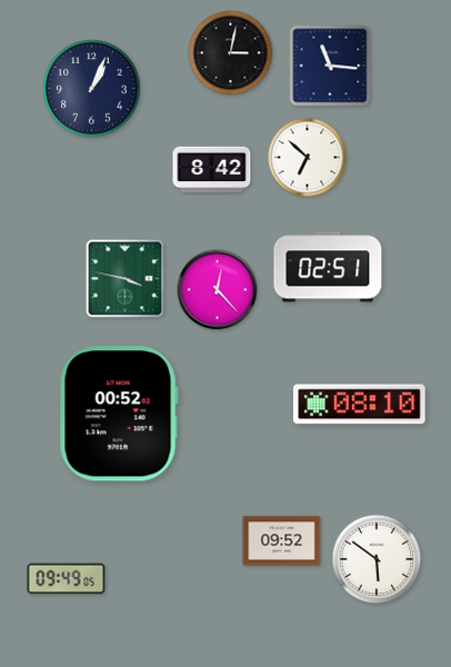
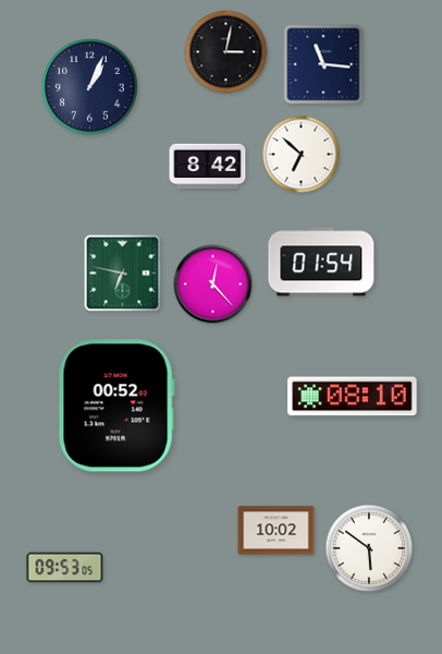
clock at (328, 267): 02:51 -> 01:54
clock at (126, 279): 3:47 -> 6:47
clock at (282, 541): 09:52 -> 10:02
clock at (67, 579): 09:49 -> 09:53
